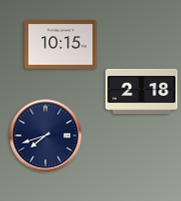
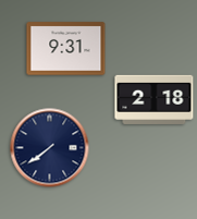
clock at (61, 45): 10:15 -> 9:31
clock at (46, 136): 7:42 -> 7:39
